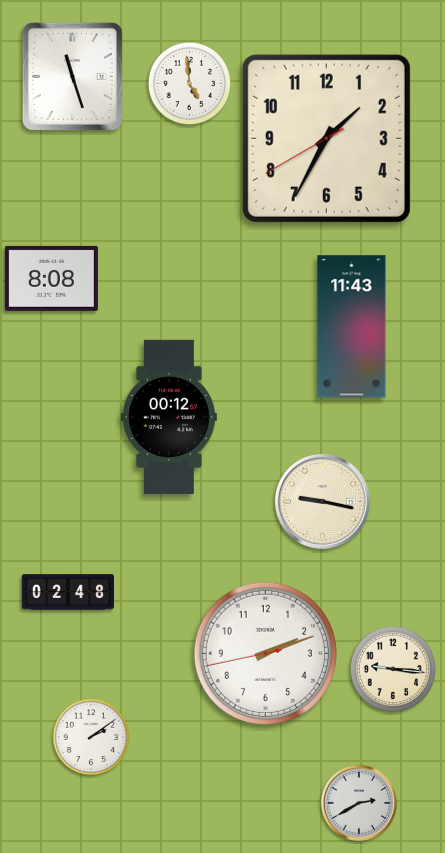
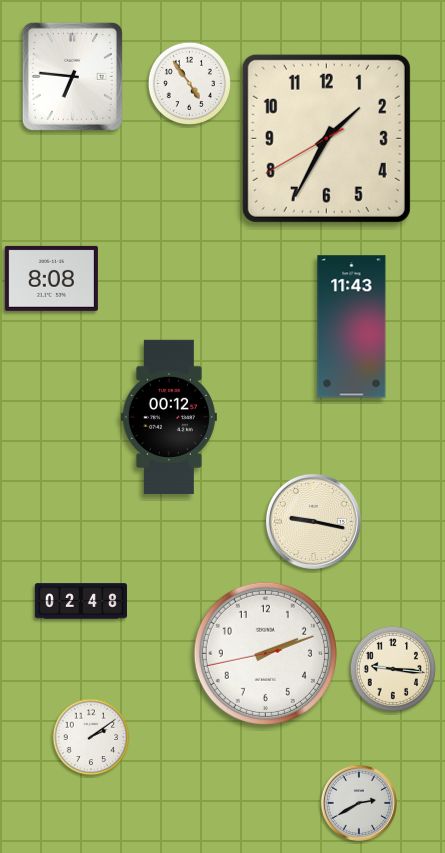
clock at (72, 76): 11:27 -> 6:46
clock at (190, 84): 4:59 -> 4:54
clock at (322, 501) position: (322, 501) -> (313, 521)
clock at (68, 592) position: (68, 592) -> (81, 601)
